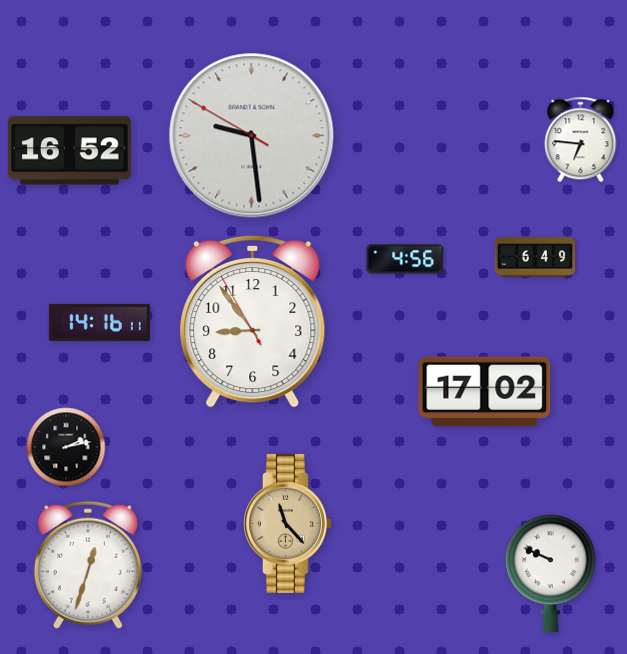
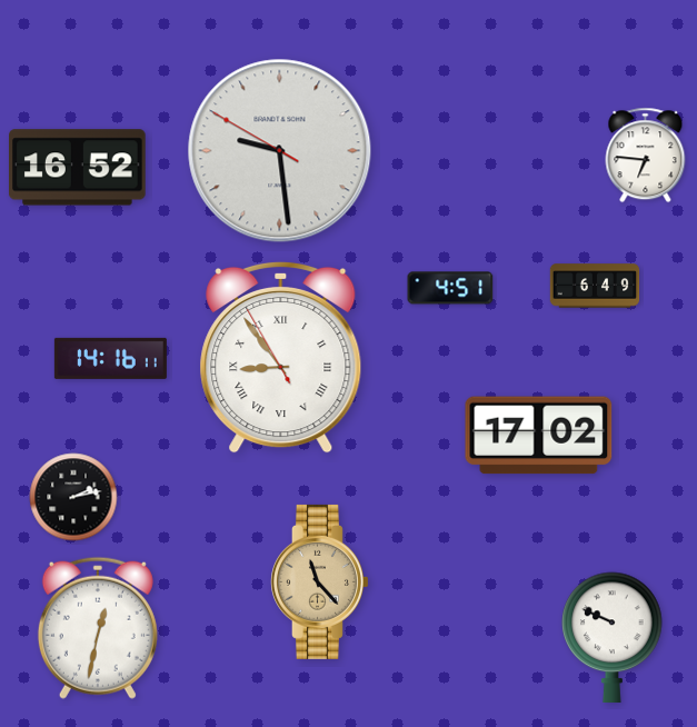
clock at (405, 259): 4:56 -> 4:51
clock at (253, 321) numerals: Arabic -> Roman
clock at (88, 565): 12:33 -> 12:32
